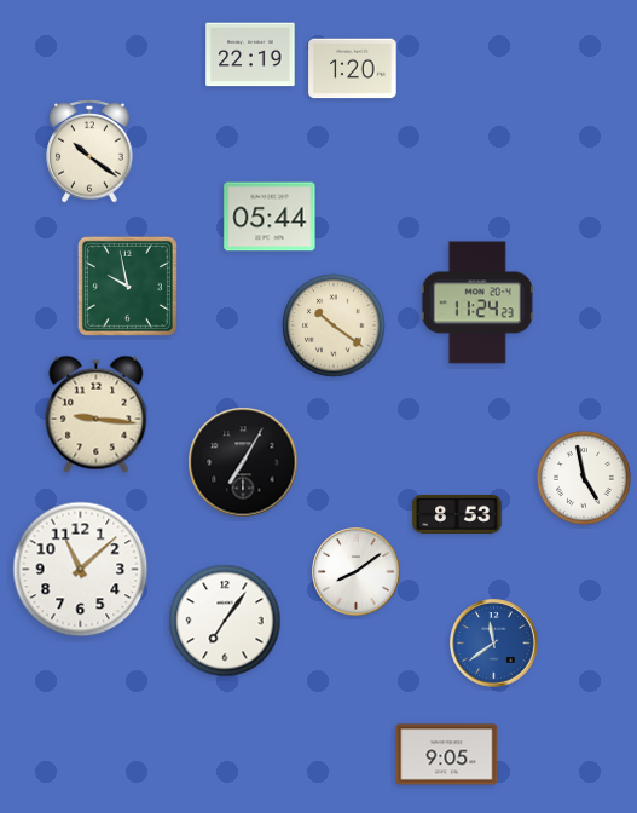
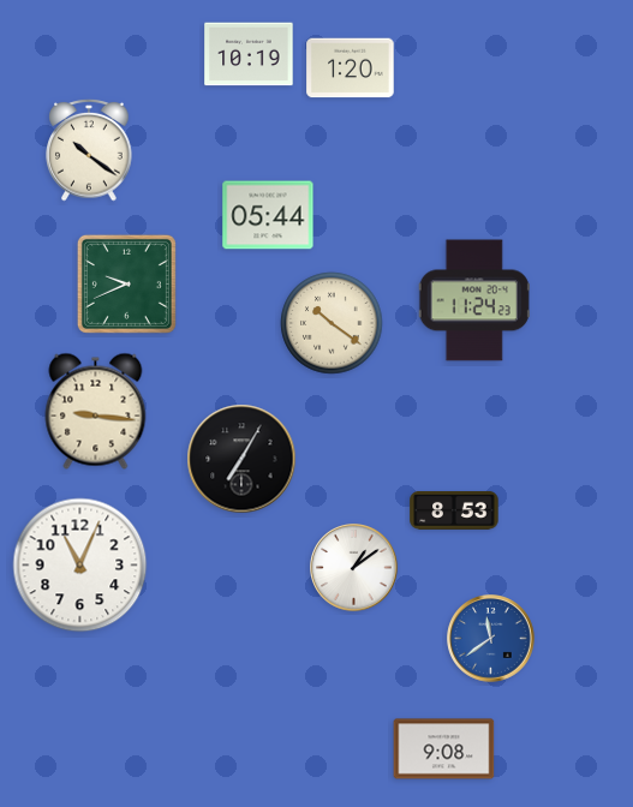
clock at (250, 54): 22:19 -> 10:19
clock at (127, 286): 9:58 -> 9:41
clock at (584, 478): 4:58 -> none
clock at (81, 570): 11:08 -> 11:04
clock at (357, 572): 8:09 -> 1:09
clock at (225, 621): 7:06 -> none
clock at (447, 755): 9:05 -> 9:08
